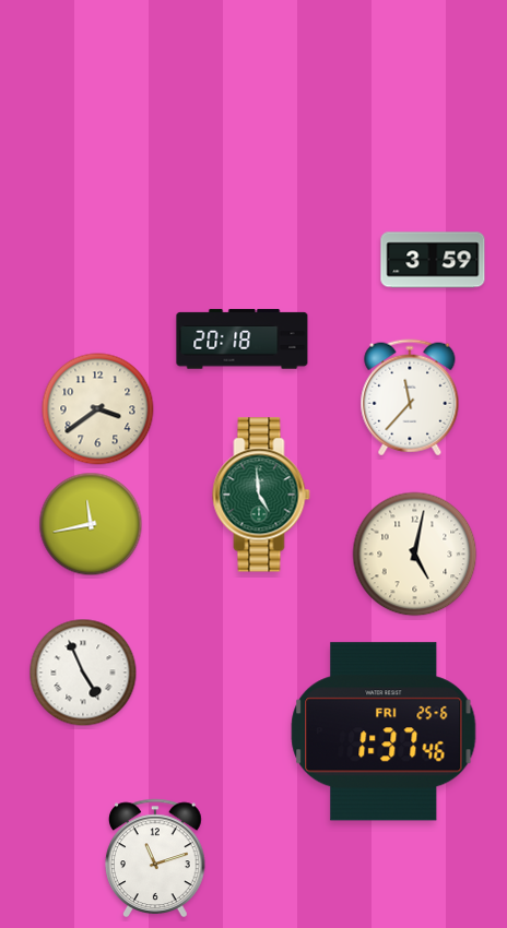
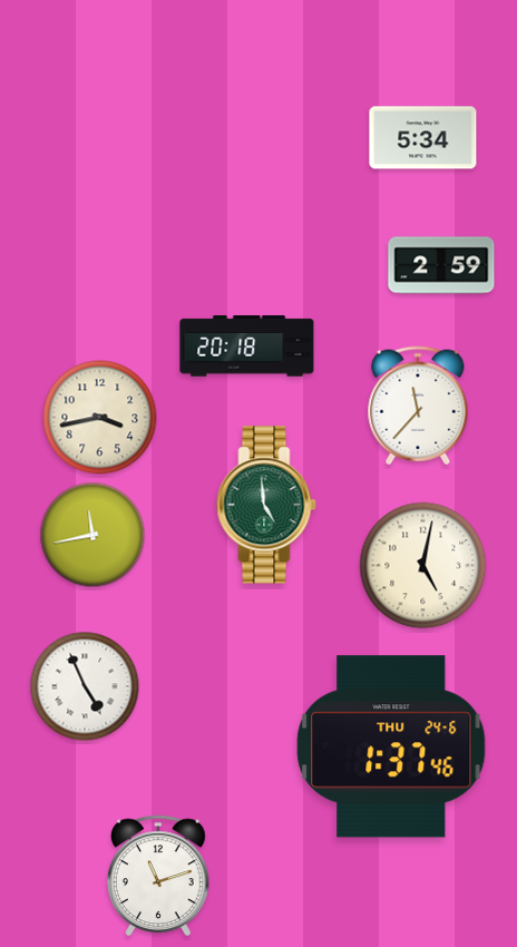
clock at (423, 138): none -> 5:34
clock at (433, 260): 3:59 -> 2:59
clock at (98, 409): 3:39 -> 3:43
clock at (384, 731) date: FRI 25-6 -> THU 24-6
